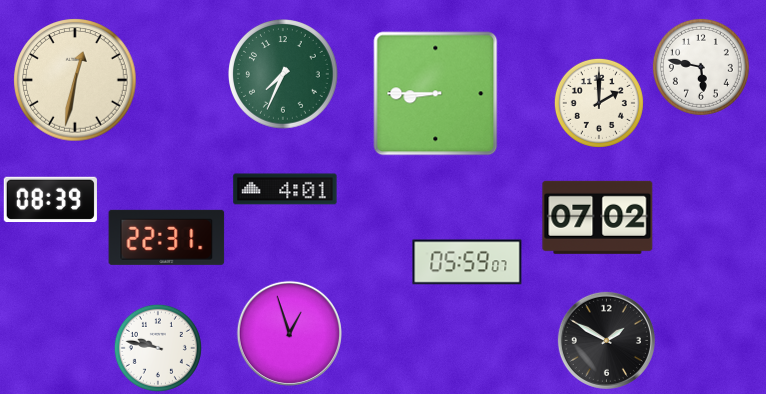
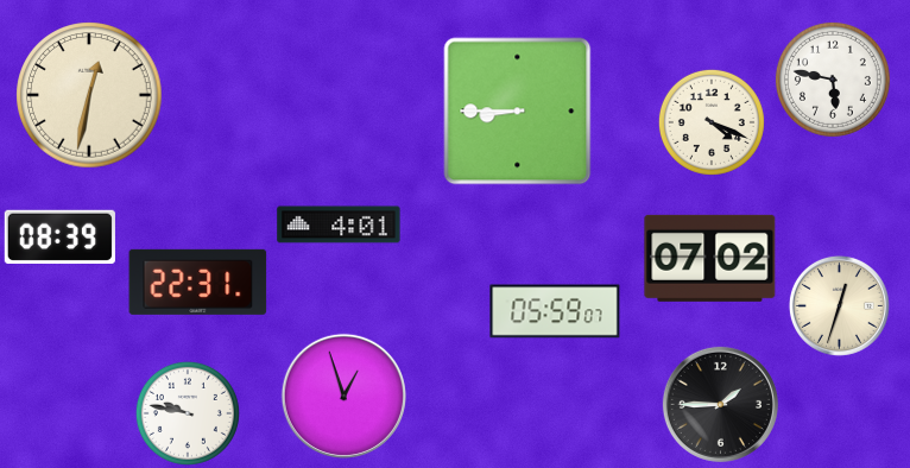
clock at (284, 75): 7:34 -> none
clock at (599, 103): 2:00 -> 4:19
clock at (839, 305): none -> 12:33
clock at (606, 340): 1:50 -> 1:45
